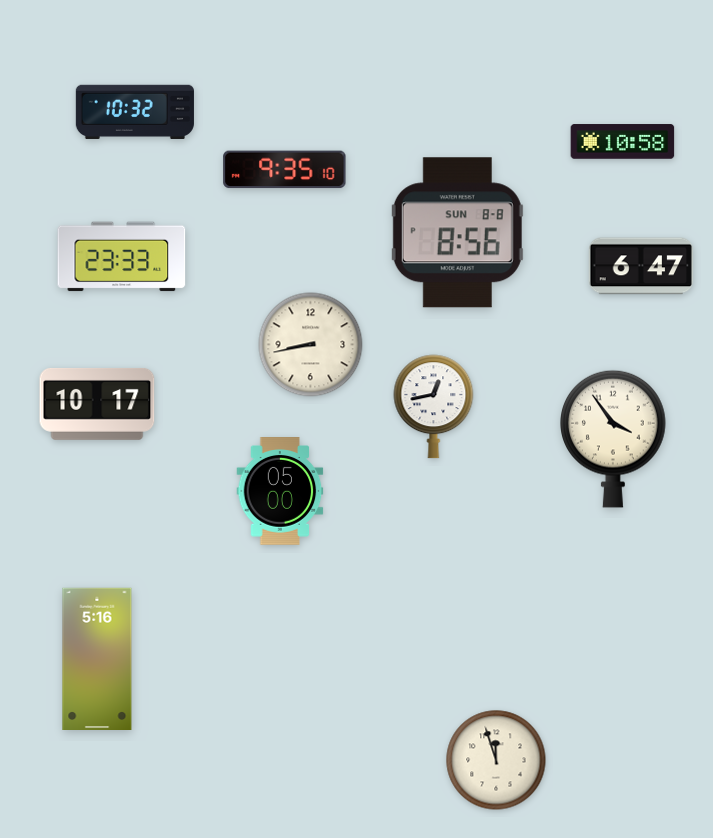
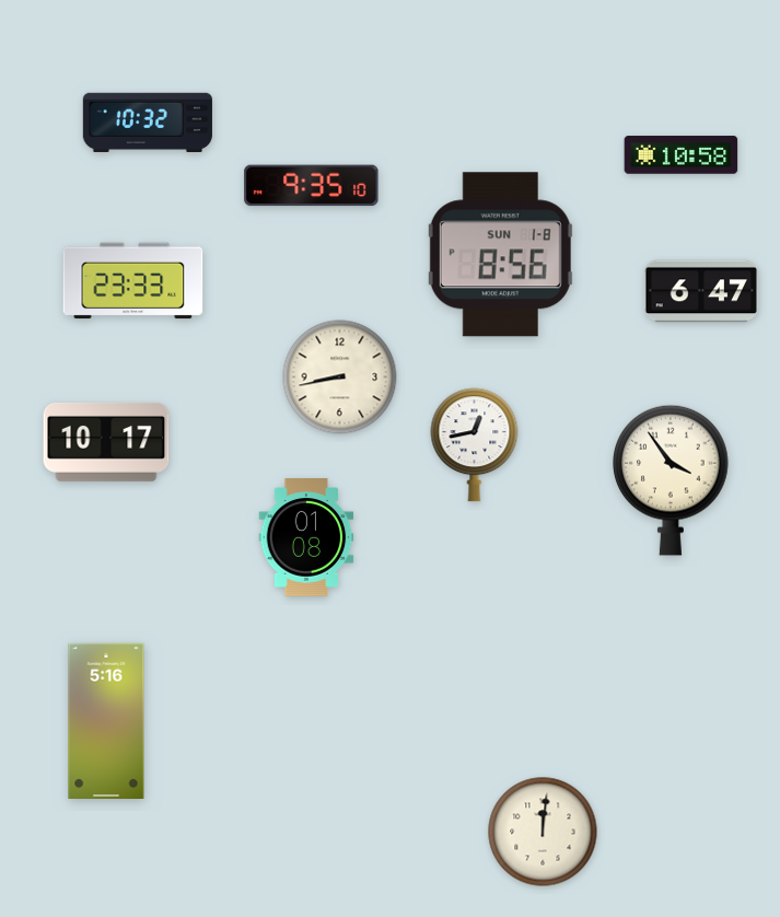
clock at (457, 233) date: SUN 8-8 -> SUN 1-8
clock at (280, 492): 05:00 -> 01:08
clock at (496, 760): 11:57 -> 12:01
